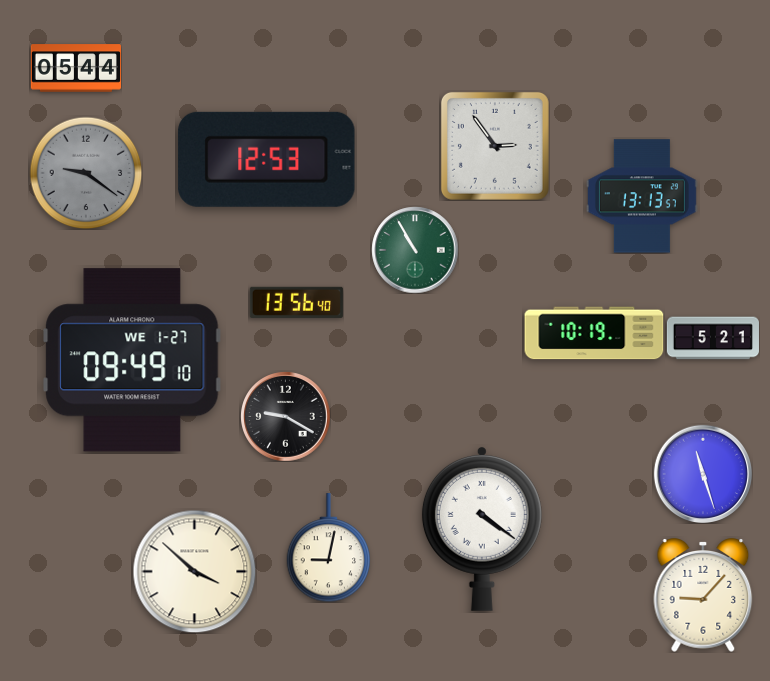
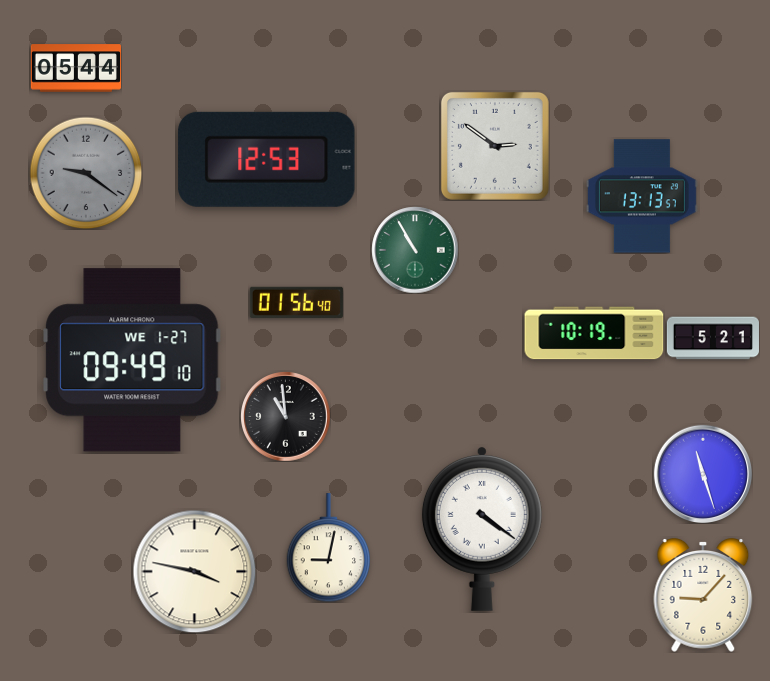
clock at (495, 146): 2:54 -> 2:51
clock at (296, 302): 13:56 -> 01:56
clock at (285, 416): 9:20 -> 10:59
clock at (194, 571): 3:52 -> 3:47
